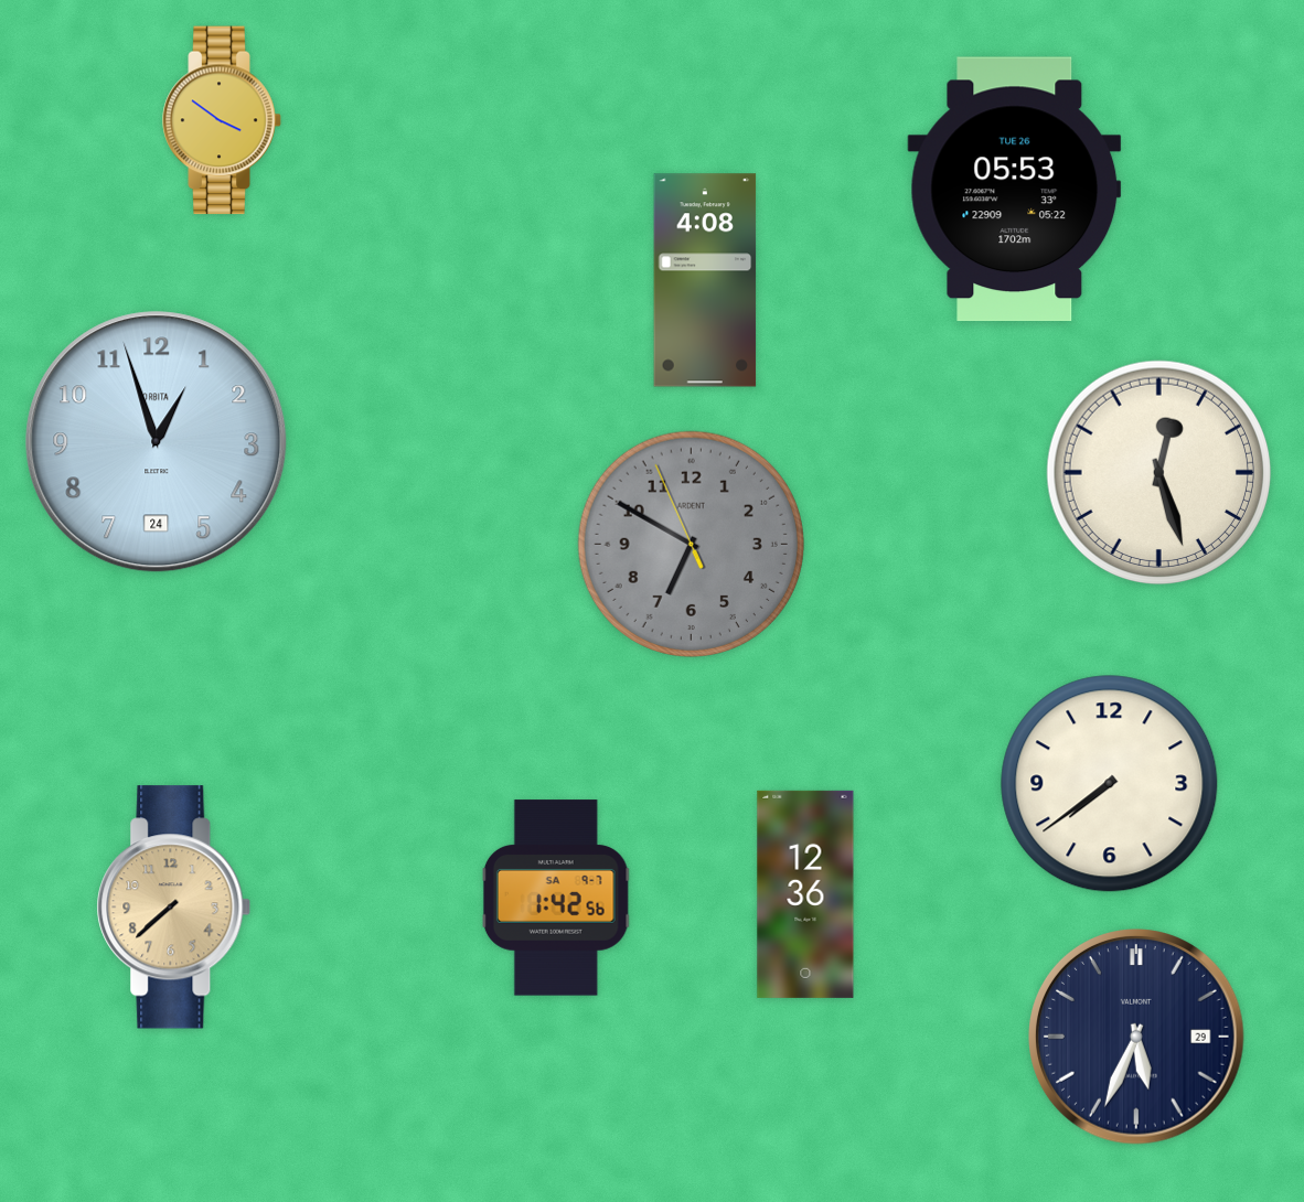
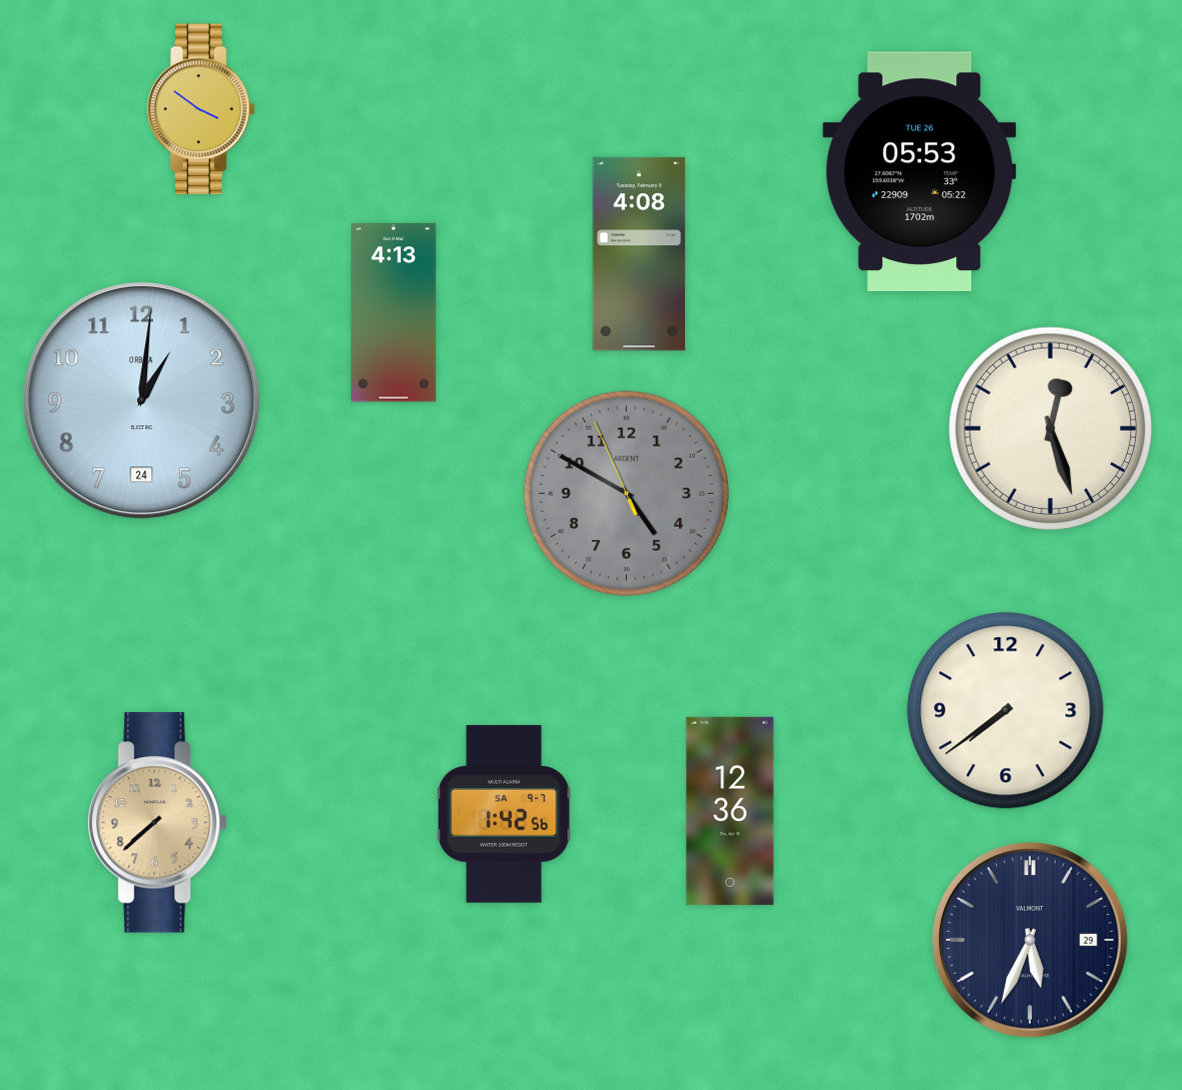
clock at (393, 313): none -> 4:13
clock at (157, 442): 12:57 -> 1:01
clock at (691, 544): 6:49 -> 4:49
